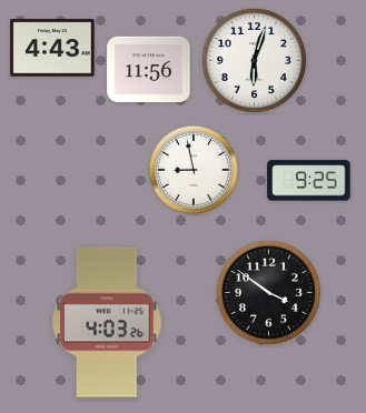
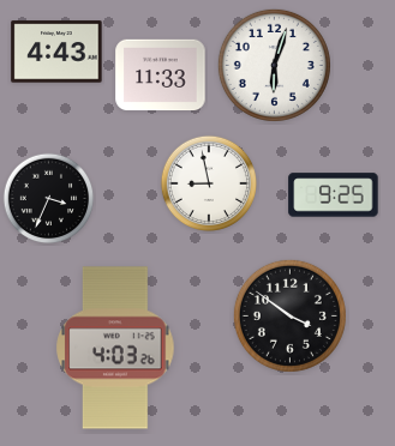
clock at (149, 70): 11:56 -> 11:33
clock at (49, 199): none -> 3:34
